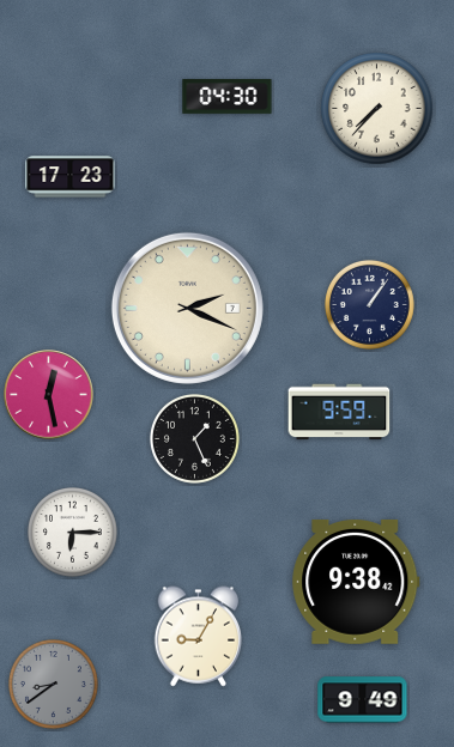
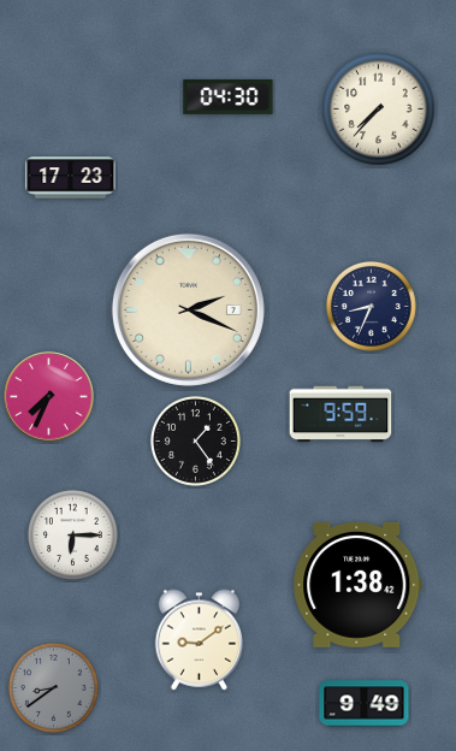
clock at (369, 304): 1:06 -> 8:34
clock at (49, 395): 12:28 -> 7:34
clock at (194, 438): 1:26 -> 1:24
clock at (356, 582): 9:38 -> 1:38
clock at (199, 637): 9:05 -> 9:09
